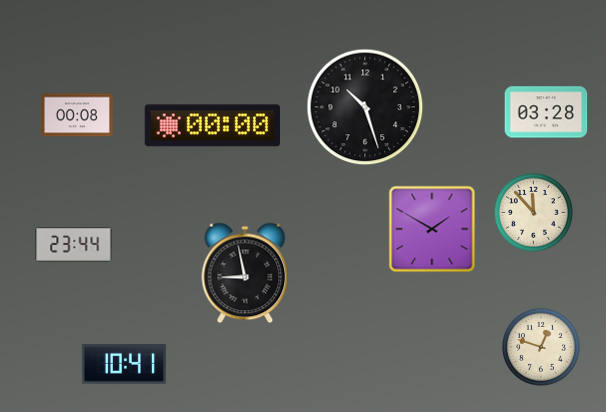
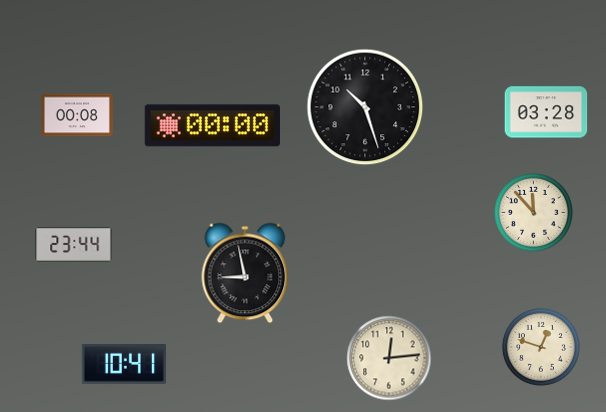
clock at (432, 229): 1:50 -> none
clock at (389, 358): none -> 12:14
